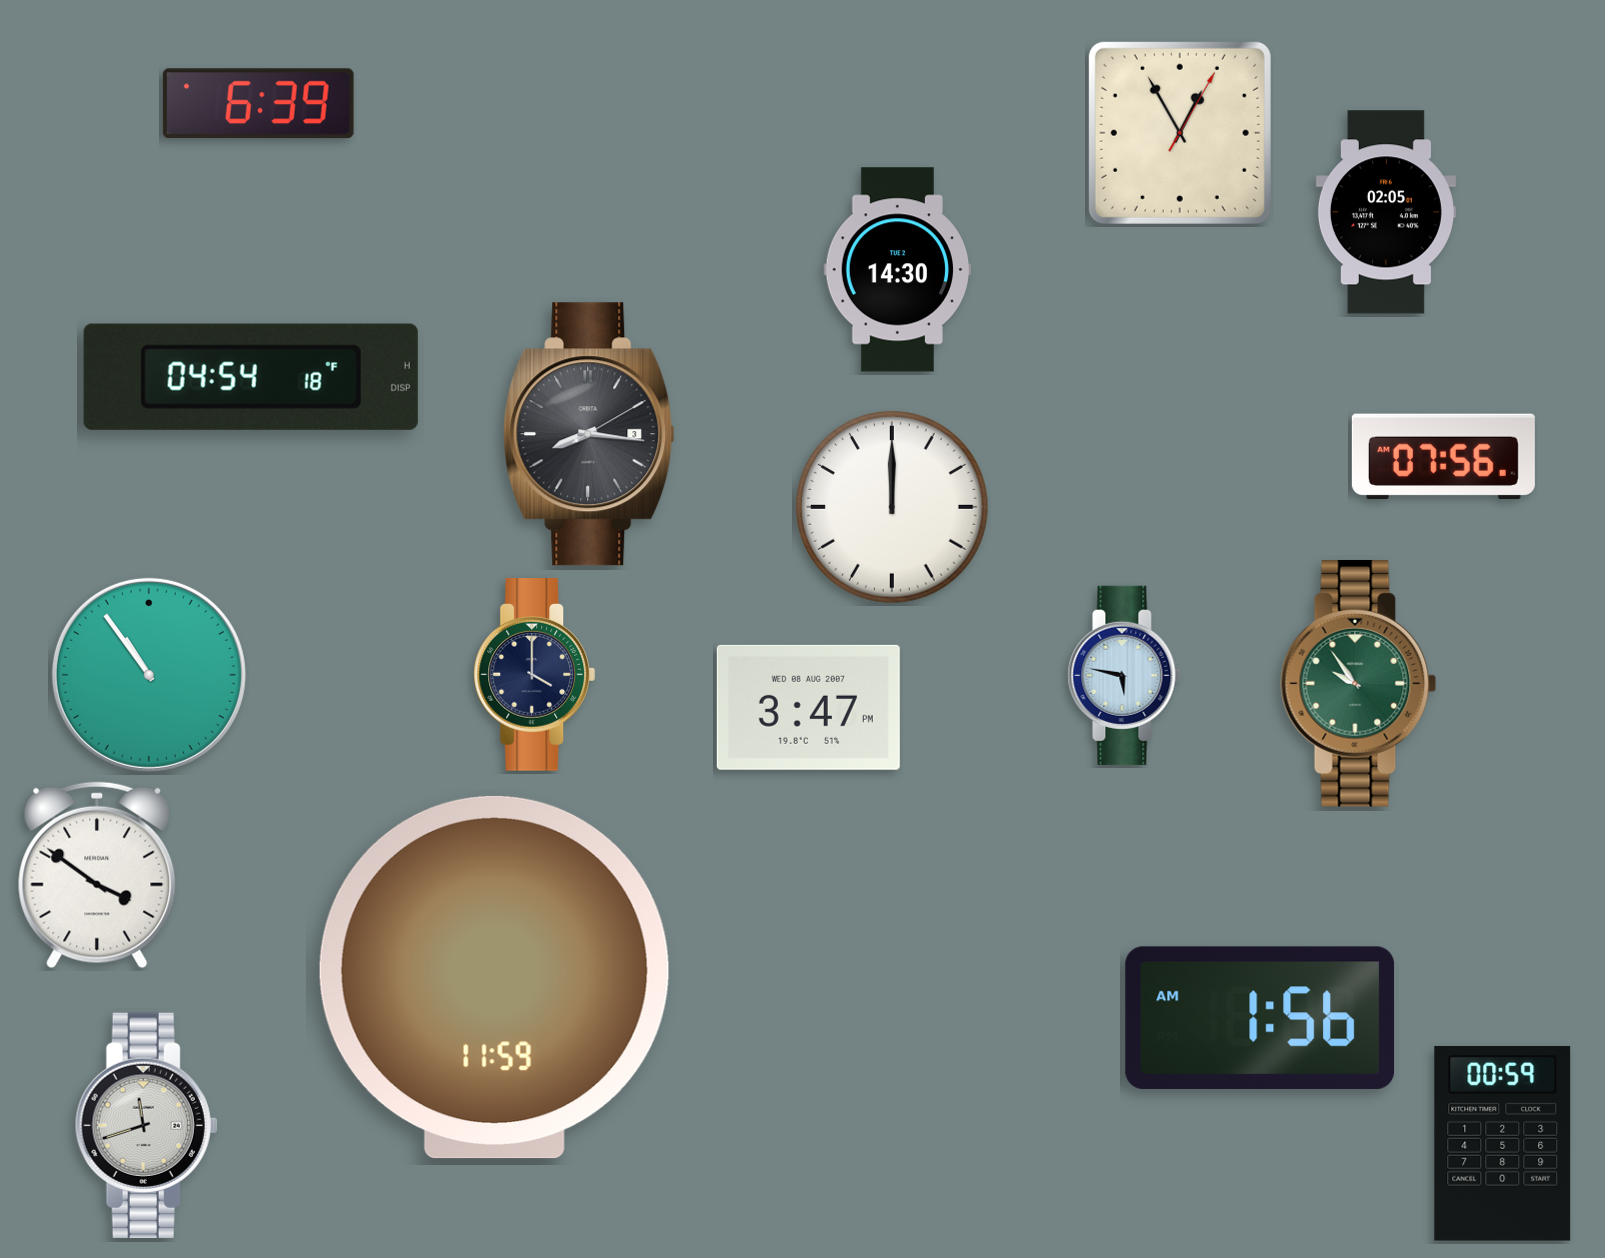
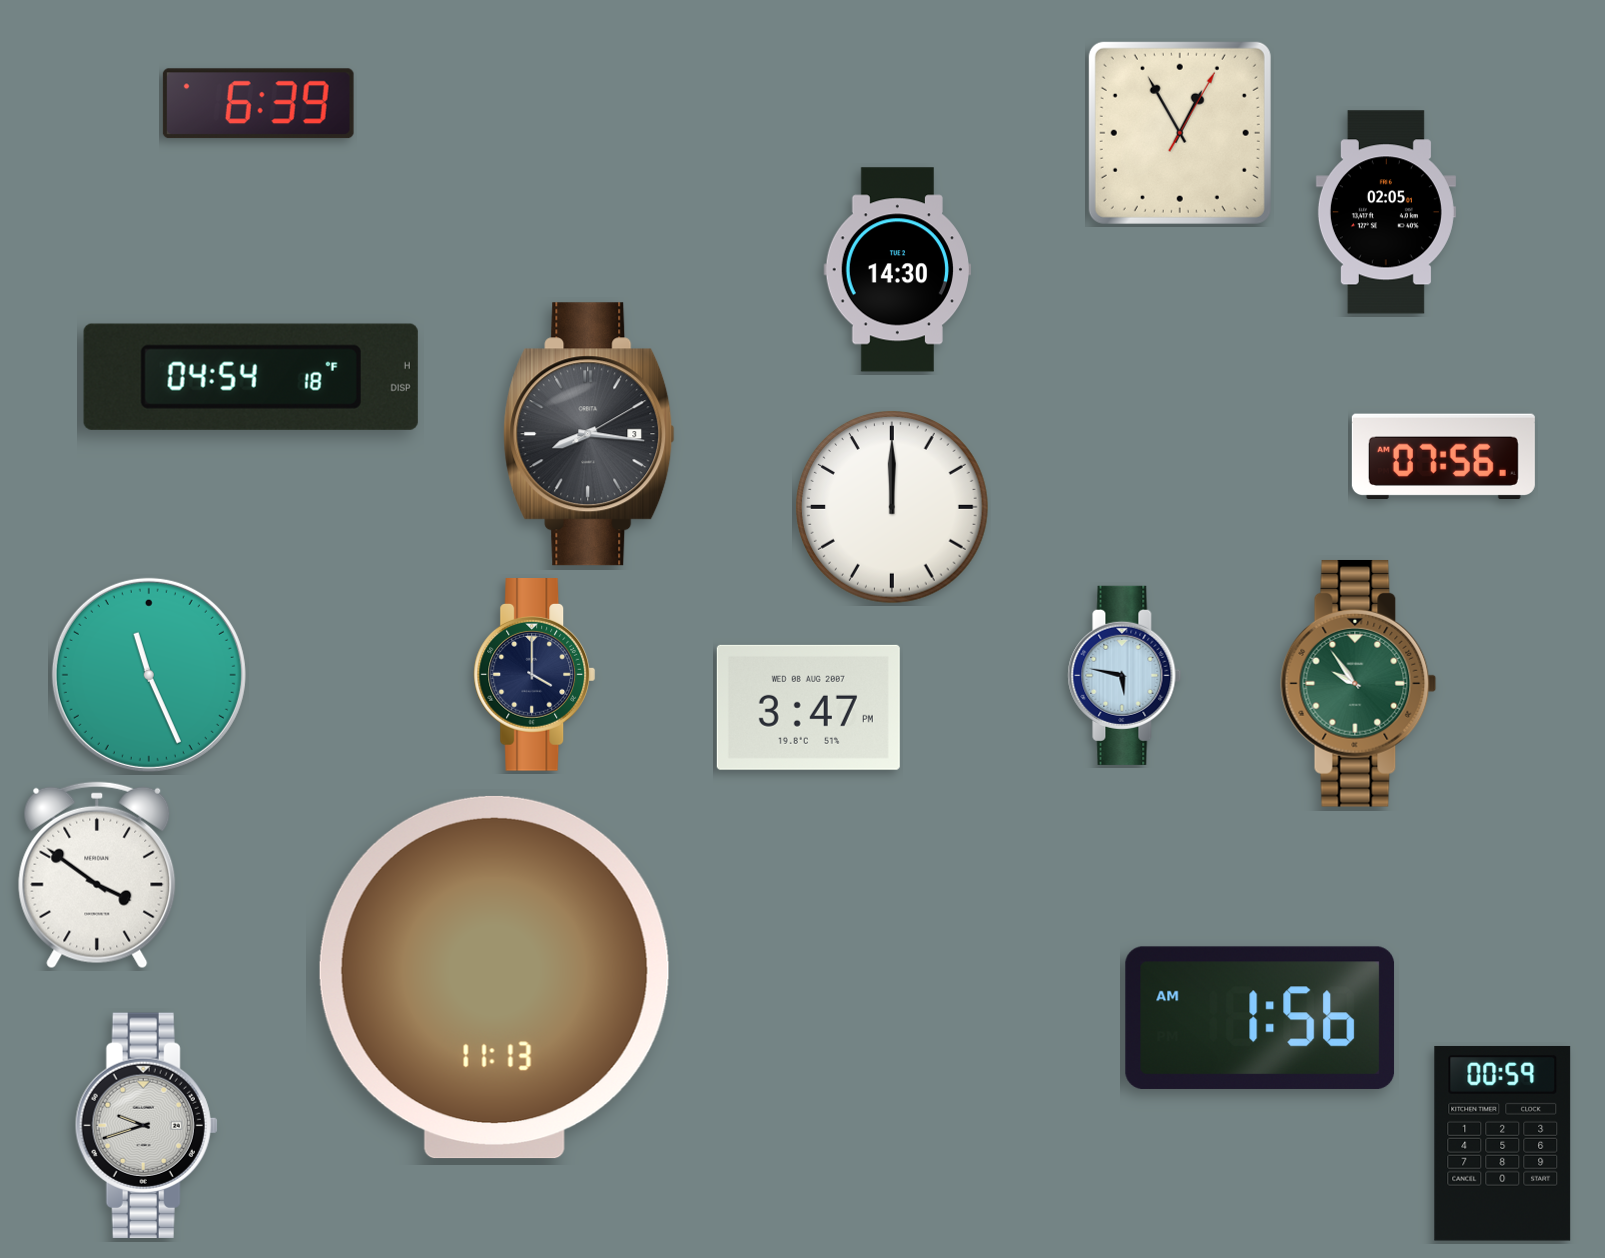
clock at (149, 675): 10:54 -> 11:26
clock at (494, 977): 11:59 -> 11:13
clock at (146, 1125): 11:42 -> 9:42
